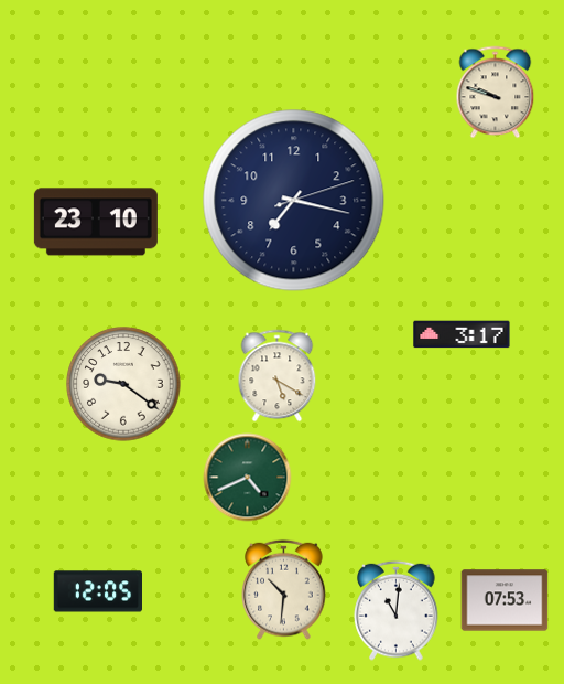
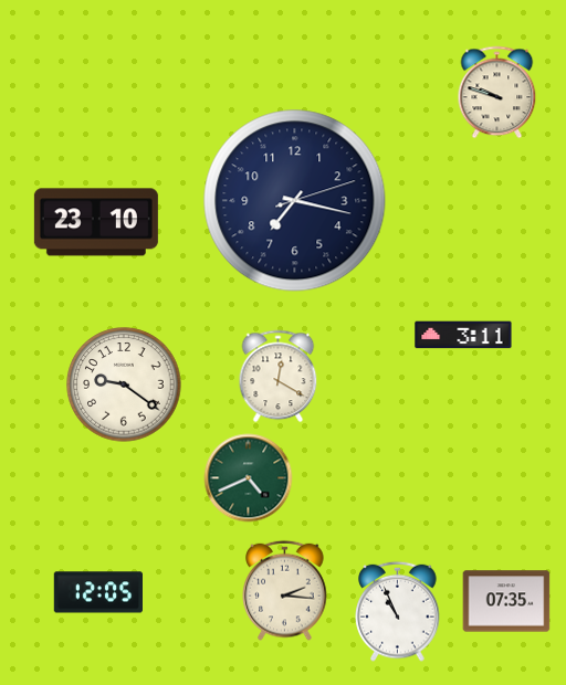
clock at (462, 334): 3:17 -> 3:11
clock at (278, 376): 5:20 -> 12:20
clock at (284, 589): 10:31 -> 2:16
clock at (505, 600): 07:53 -> 07:35
clock at (397, 610): 11:01 -> 10:56
